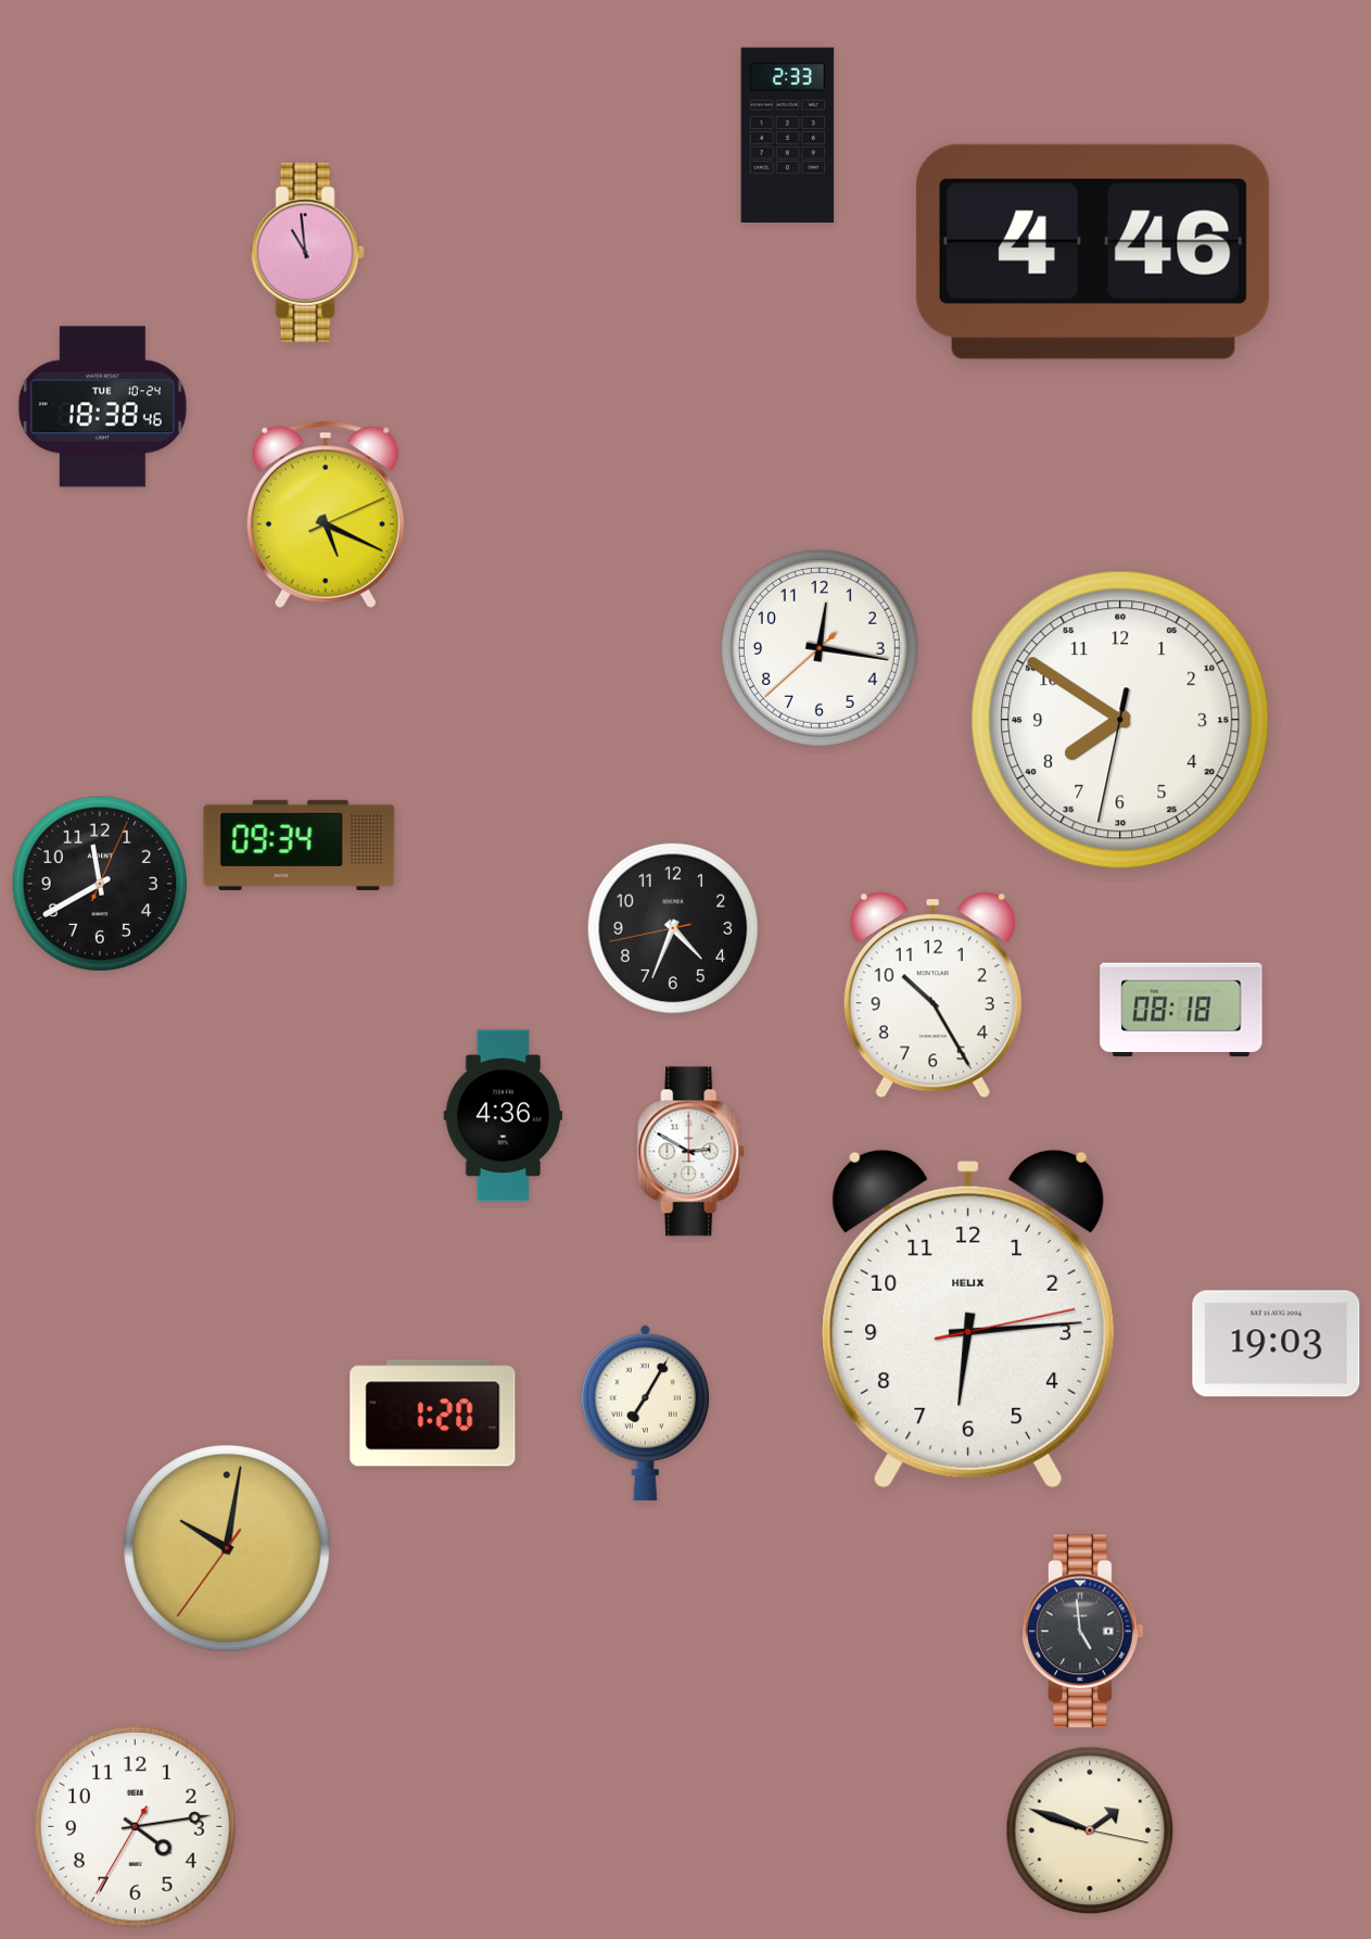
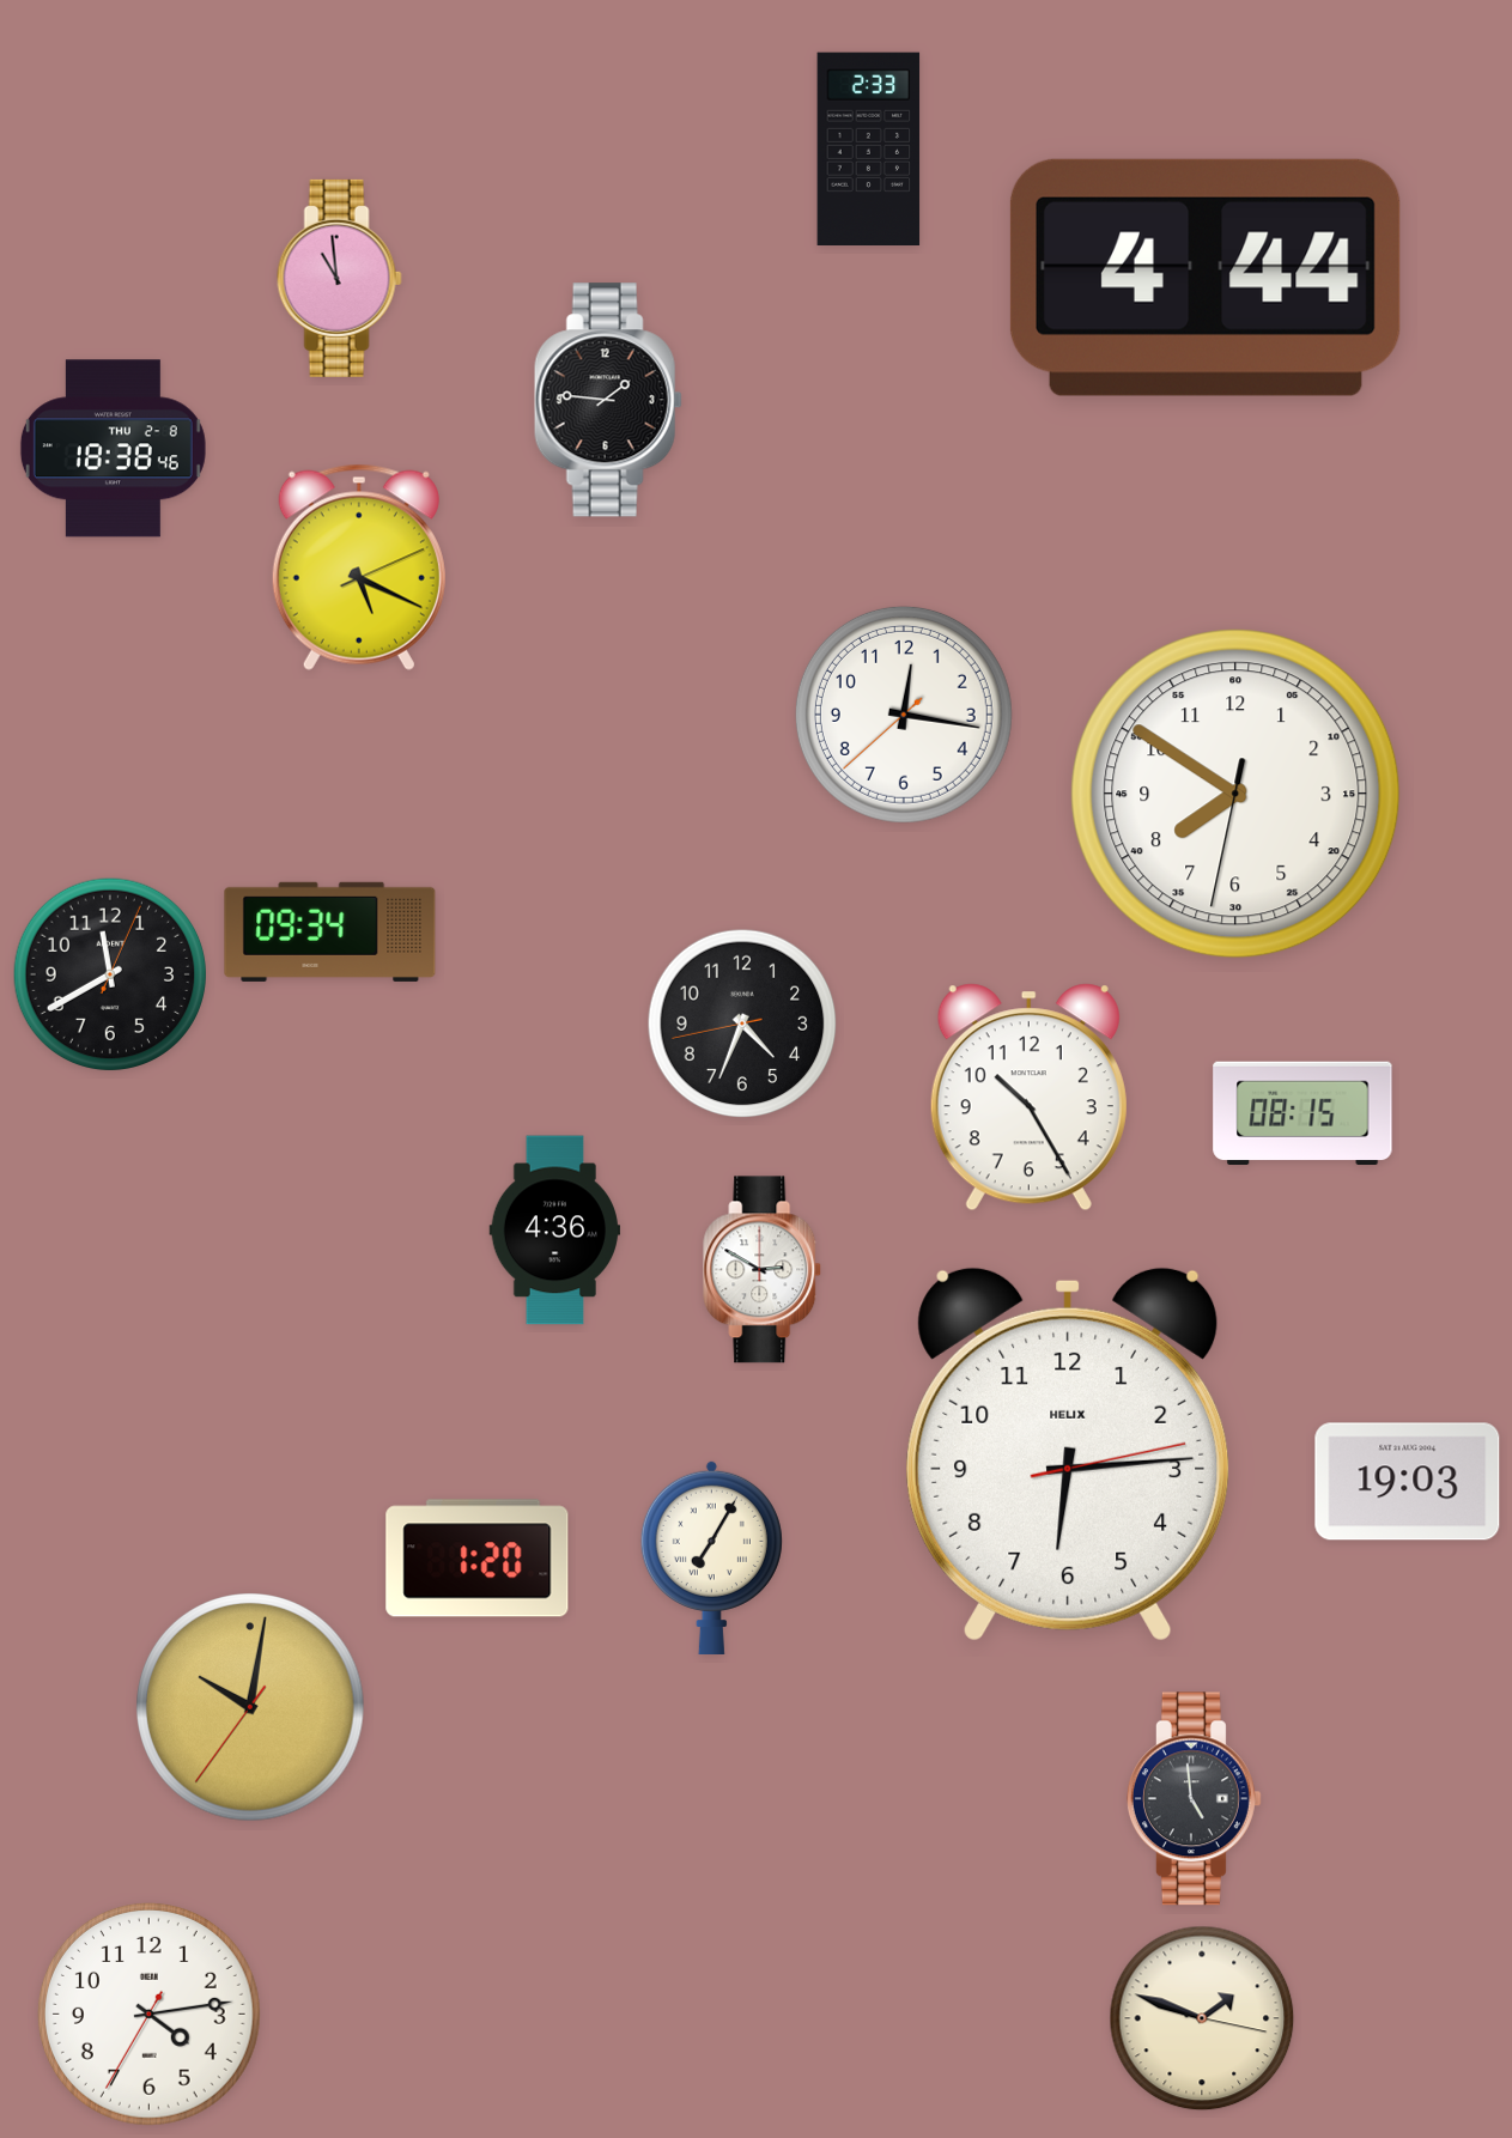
clock at (1093, 252): 4:46 -> 4:44
clock at (608, 400): none -> 1:46
clock at (102, 407) date: TUE 10-24 -> THU 2-8
clock at (1181, 1010): 08:18 -> 08:15
